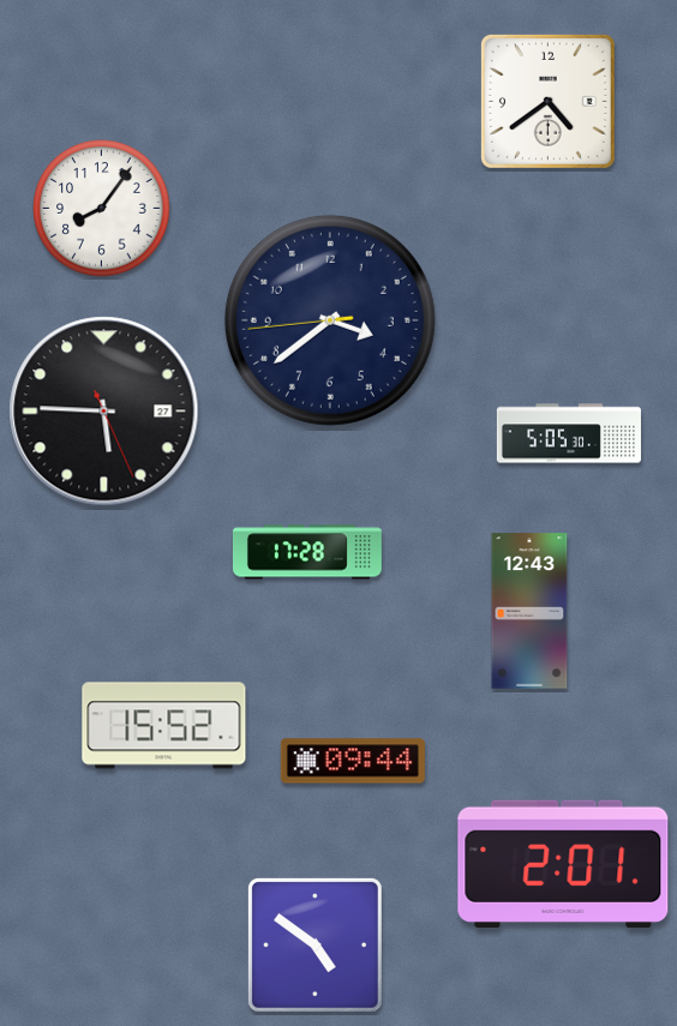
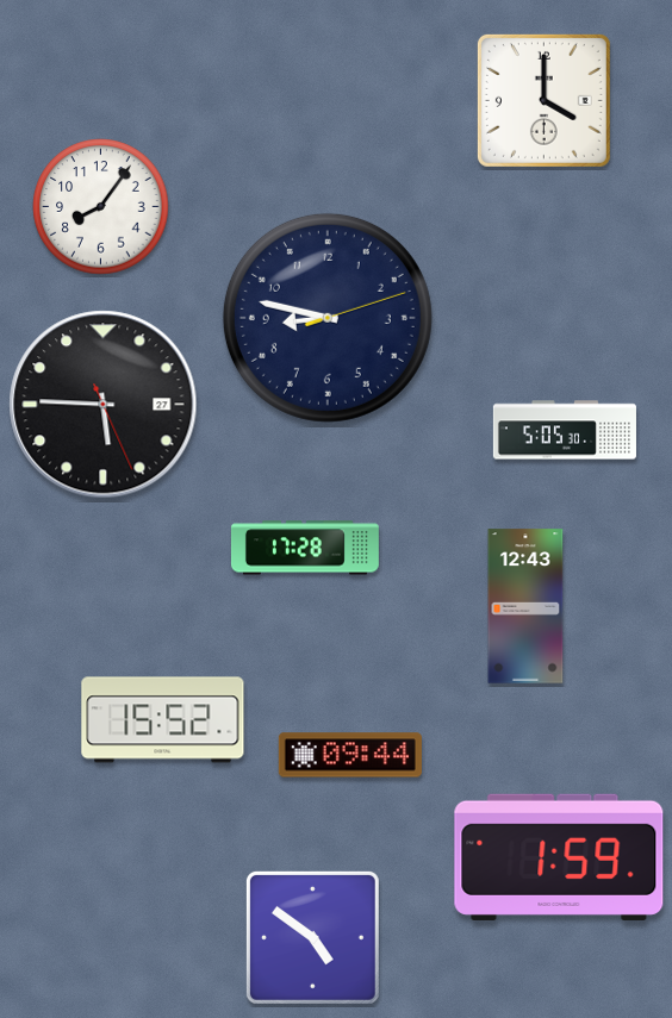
clock at (547, 101): 4:39 -> 4:00
clock at (330, 320): 3:38 -> 8:47
clock at (104, 412) position: (104, 412) -> (104, 405)
clock at (563, 864): 2:01 -> 1:59
